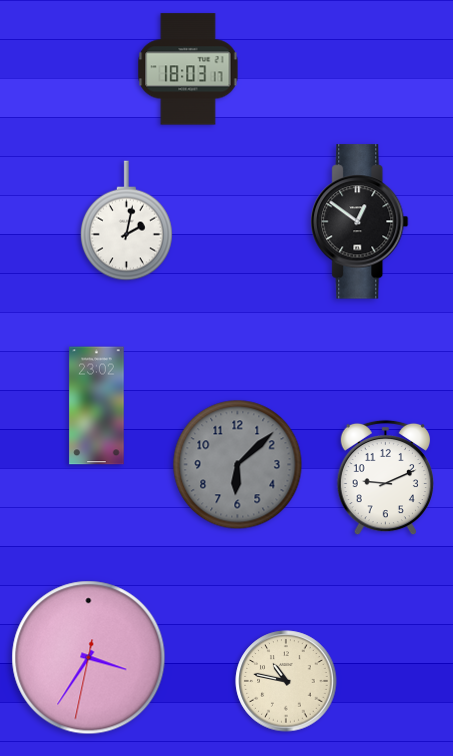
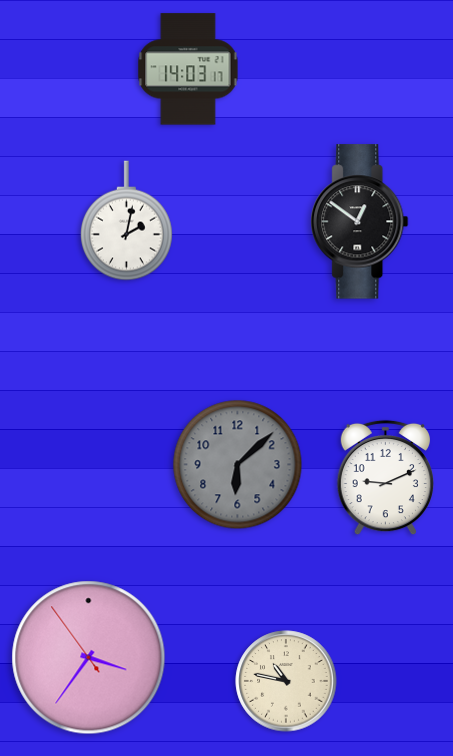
clock at (188, 69): 18:03 -> 14:03
clock at (97, 406): 23:02 -> none
clock at (89, 658): 3:35:32 -> 3:35:54
